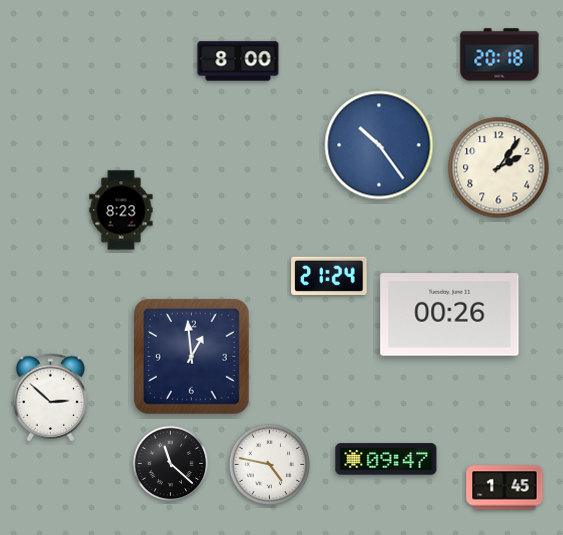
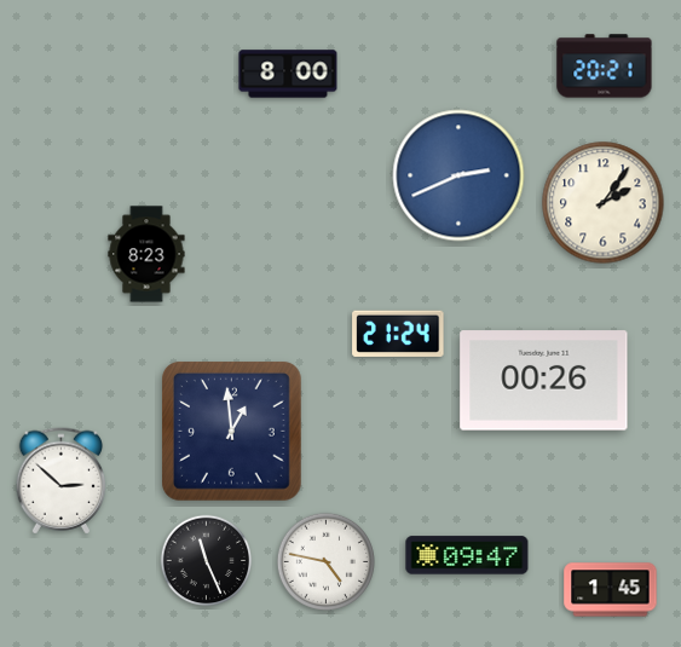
clock at (500, 55): 20:18 -> 20:21
clock at (379, 145): 10:24 -> 2:41
clock at (171, 464): 11:22 -> 11:26
